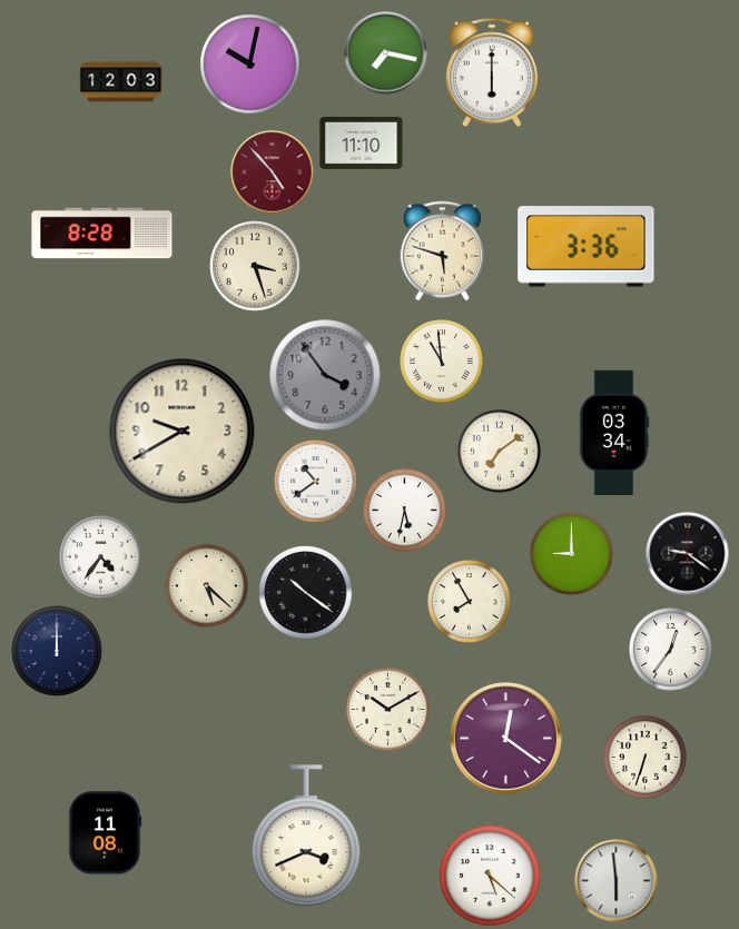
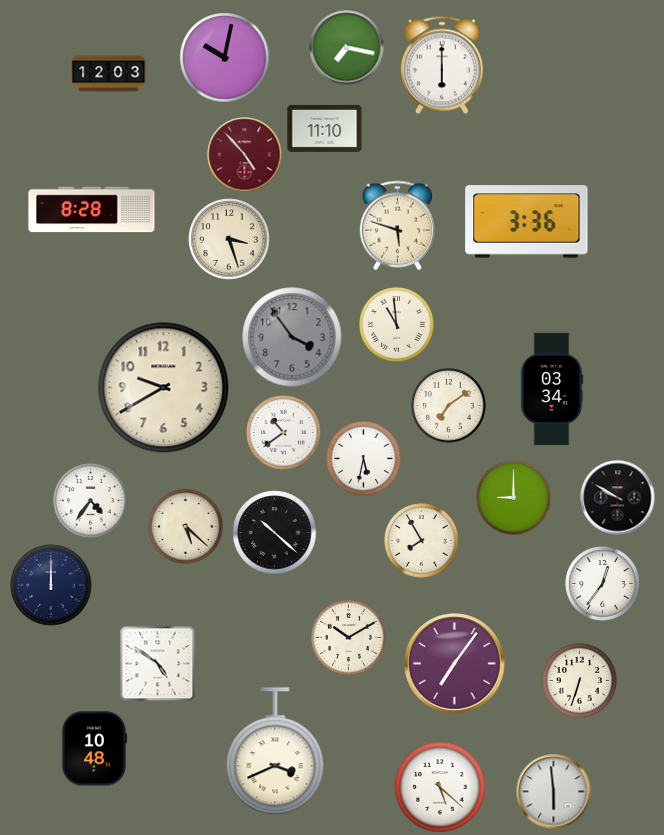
clock at (688, 554): 9:21 -> 9:50
clock at (306, 593): 10:21 -> 10:22
clock at (158, 664): none -> 4:51
clock at (506, 739): 12:21 -> 7:06
clock at (105, 833): 11:08 -> 10:48
